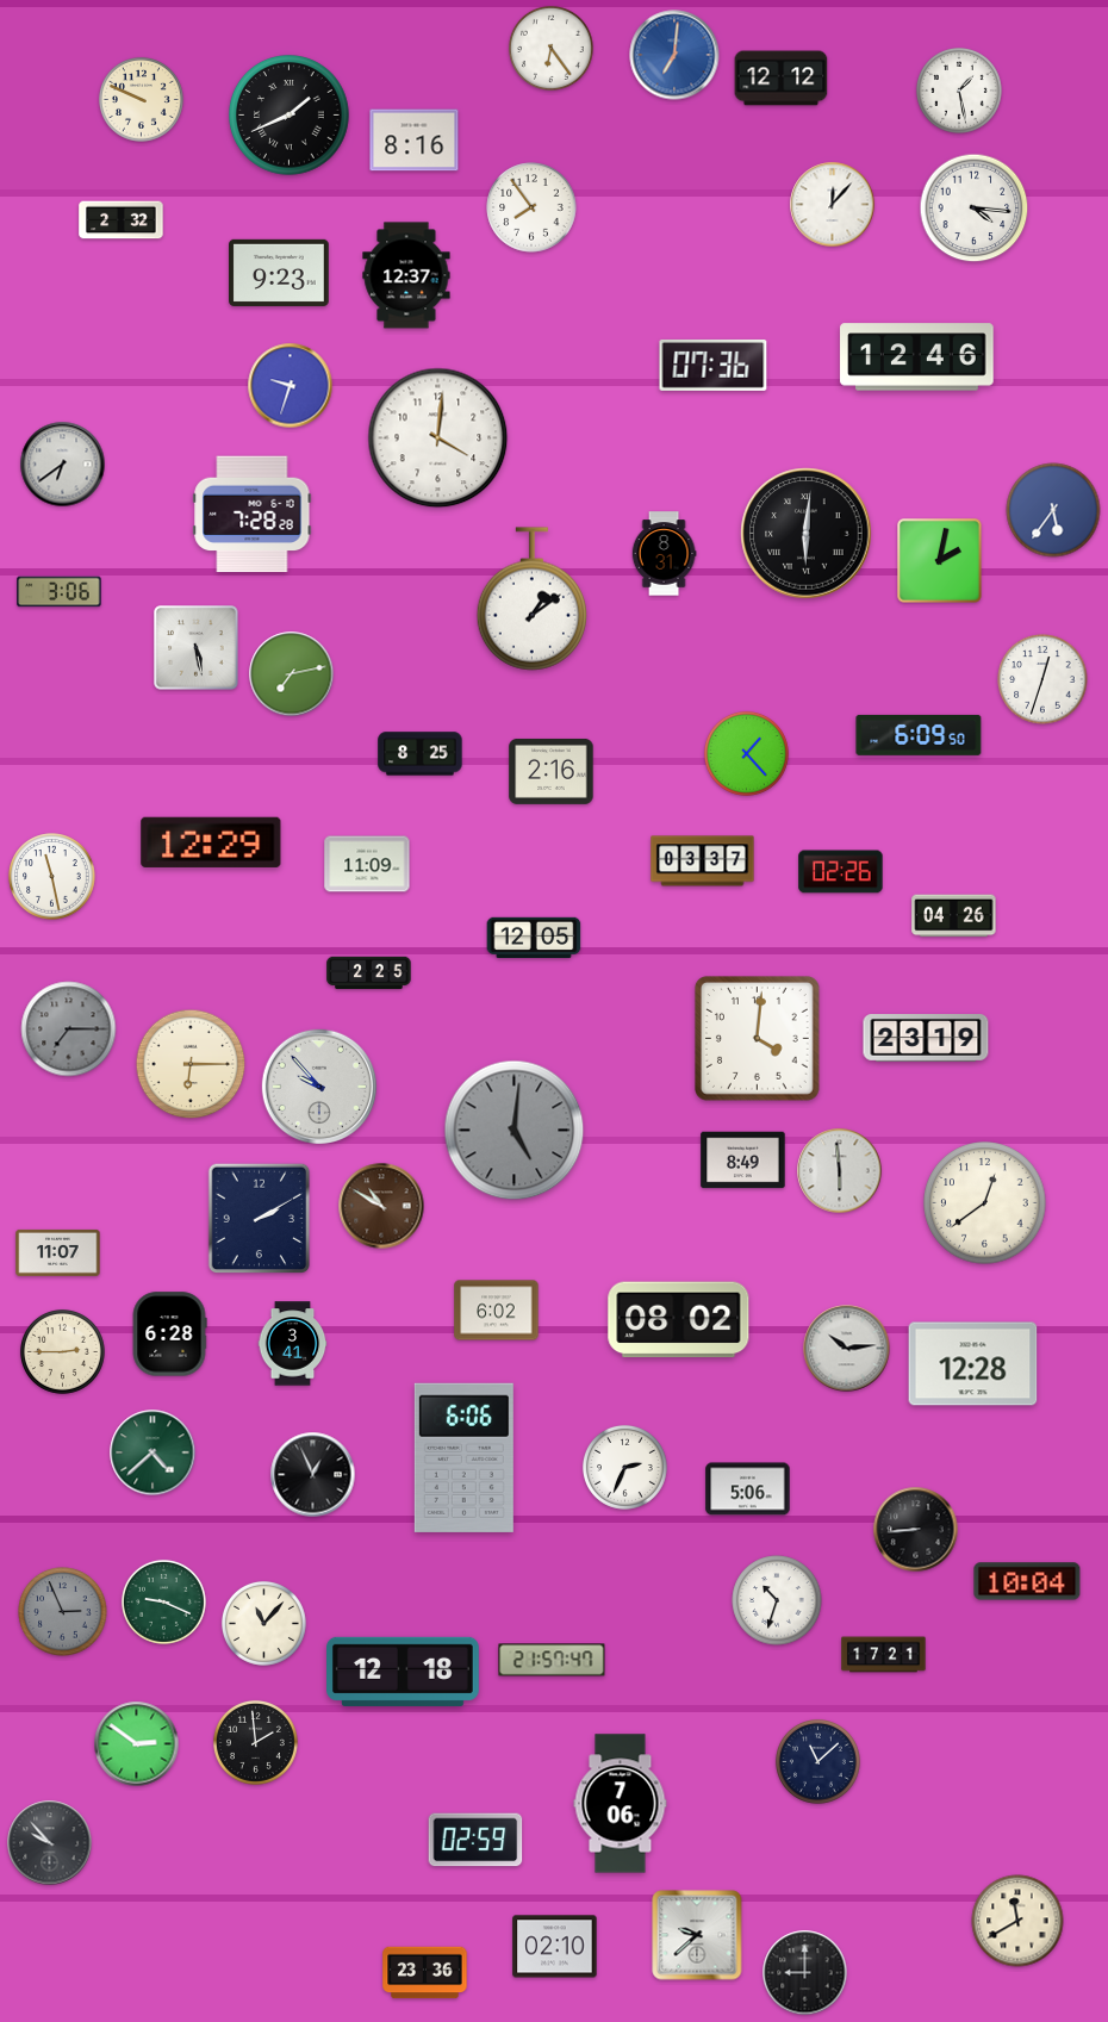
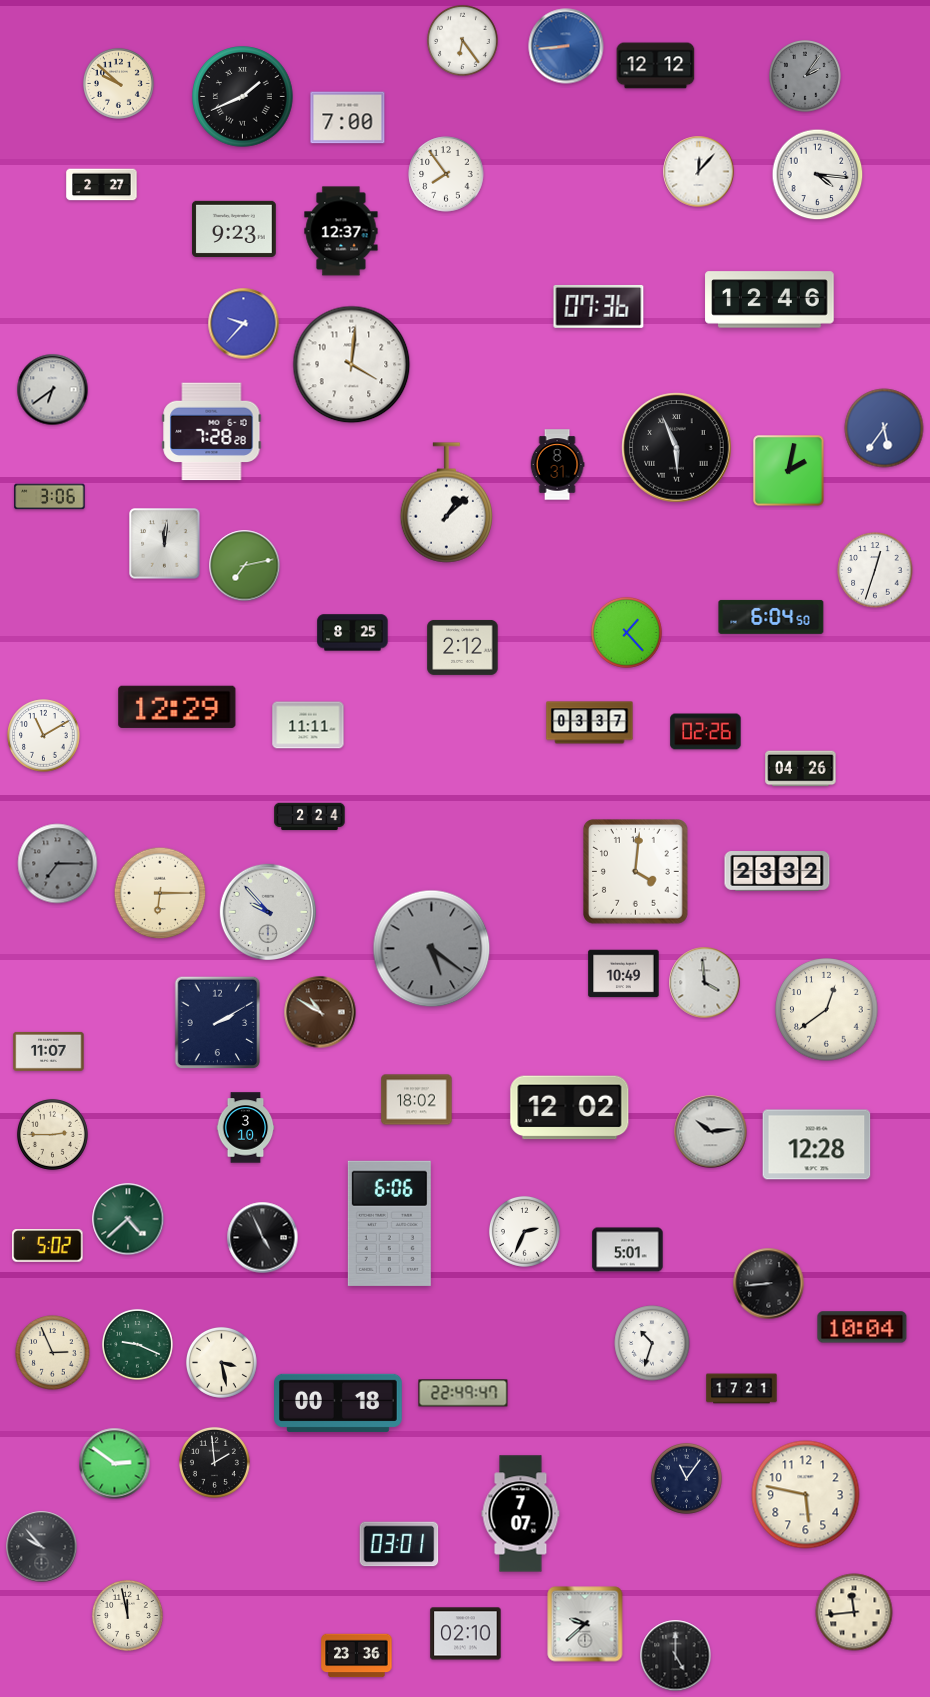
clock at (674, 55): 7:01 -> 8:44
clock at (960, 92): 1:28 -> 2:06
clock at (960, 92) dial: white -> grey
clock at (141, 99): 9:49 -> 9:52
clock at (415, 141): 8:16 -> 7:00
clock at (122, 220): 2:32 -> 2:27
clock at (291, 386): 9:33 -> 9:37
clock at (438, 438) position: (438, 438) -> (352, 365)
clock at (807, 534): 6:01 -> 5:56
clock at (531, 599): 1:09 -> 1:08
clock at (197, 648): 5:28 -> 12:01
clock at (919, 735): 6:09 -> 6:04
clock at (552, 771): 2:16 -> 2:12
clock at (367, 864): 11:09 -> 11:11
clock at (52, 877): 11:28 -> 11:10
clock at (534, 938): 12:05 -> none
clock at (369, 973): 2:25 -> 2:24
clock at (926, 1039): 23:19 -> 23:32
clock at (515, 1131): 5:01 -> 5:21
clock at (743, 1161): 8:49 -> 10:49
clock at (840, 1171): 5:59 -> 3:59
clock at (497, 1311): 6:02 -> 18:02
clock at (679, 1320): 08:02 -> 12:02
clock at (169, 1334): 6:28 -> none
clock at (293, 1344): 3:41 -> 3:10
clock at (313, 1475): 12:56 -> 4:56
clock at (48, 1246): none -> 5:02
clock at (748, 1489): 5:06 -> 5:01
clock at (63, 1612) dial: grey -> cream
clock at (263, 1623): 11:07 -> 3:28
clock at (552, 1660): 21:57 -> 22:49
clock at (404, 1672): 12:18 -> 00:18
clock at (817, 1761): 11:08 -> 11:06
clock at (806, 1495): none -> 5:47
clock at (621, 1804): 7:06 -> 7:07
clock at (475, 1840): 02:59 -> 03:01
clock at (1017, 1921): 11:40 -> 11:44
clock at (127, 1615): none -> 11:58
clock at (805, 1973): 9:00 -> 5:00
